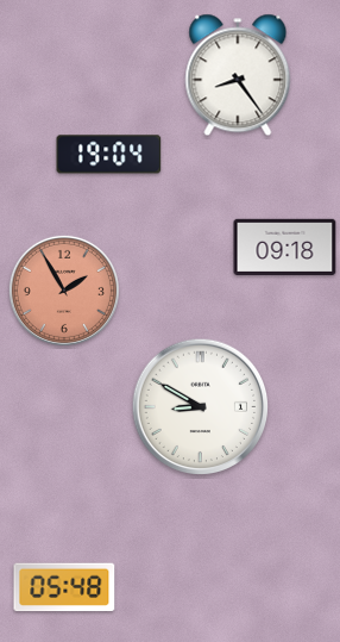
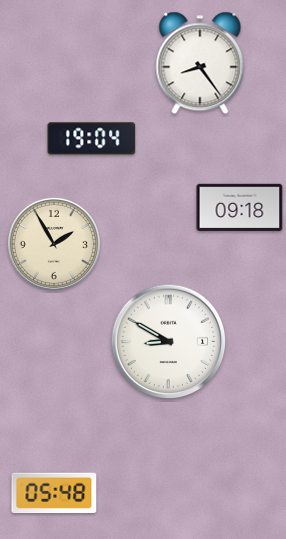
clock at (109, 155) position: (109, 155) -> (92, 139)
clock at (64, 291) dial: salmon -> cream
